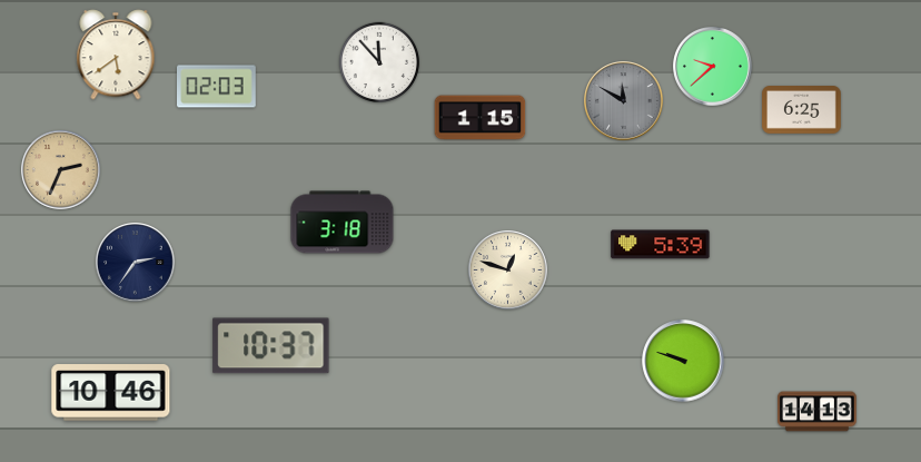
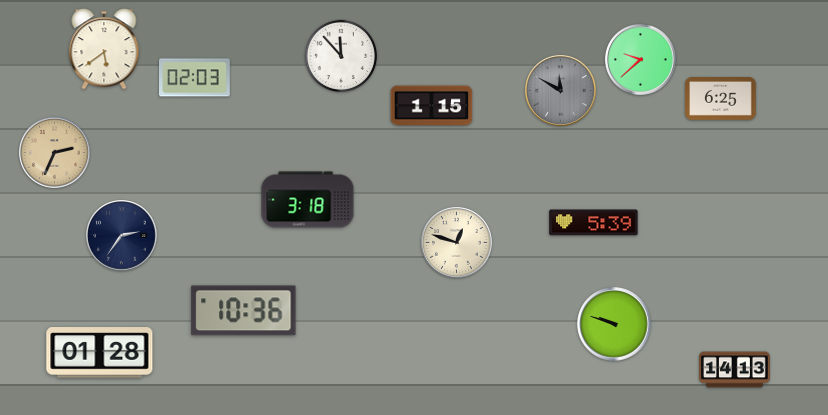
clock at (661, 245) position: (661, 245) -> (594, 223)
clock at (271, 346): 10:37 -> 10:36
clock at (111, 393): 10:46 -> 01:28
